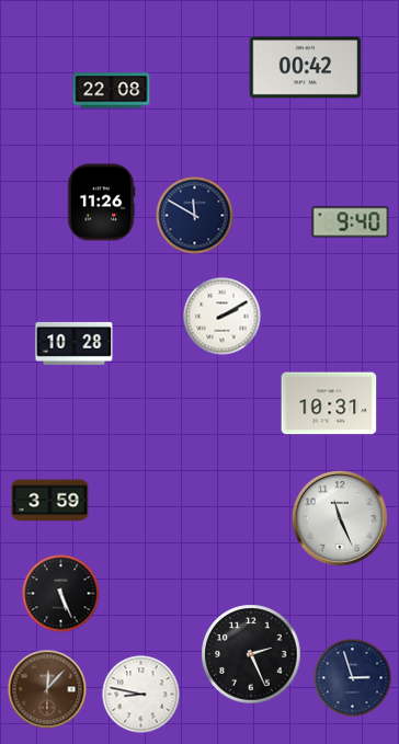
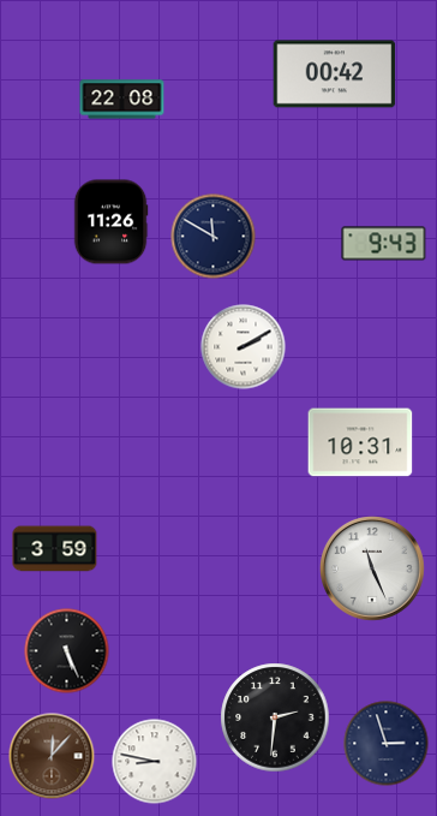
clock at (351, 222): 9:40 -> 9:43
clock at (75, 343): 10:28 -> none
clock at (251, 654): 2:26 -> 2:31
